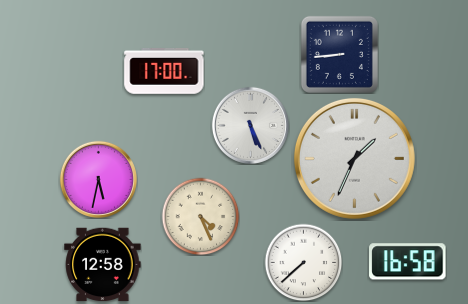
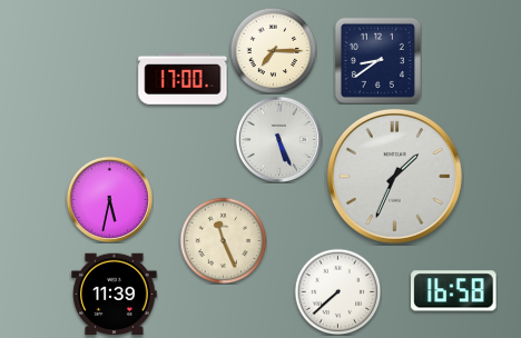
clock at (273, 50): none -> 7:15
clock at (339, 54): 8:44 -> 8:39
clock at (200, 216): 4:26 -> 11:26
clock at (103, 265): 12:58 -> 11:39
